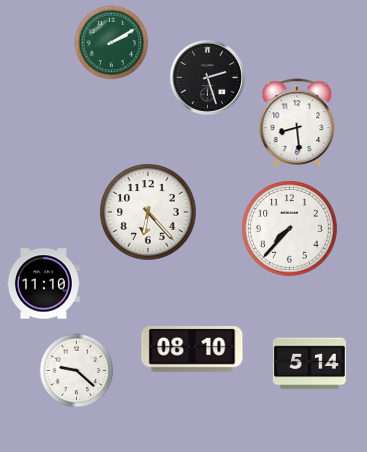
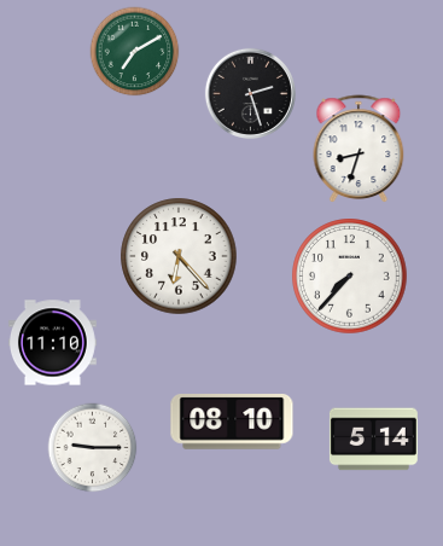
clock at (112, 43): 2:10 -> 7:10
clock at (297, 123): 8:29 -> 8:33
clock at (77, 371): 9:22 -> 9:15
